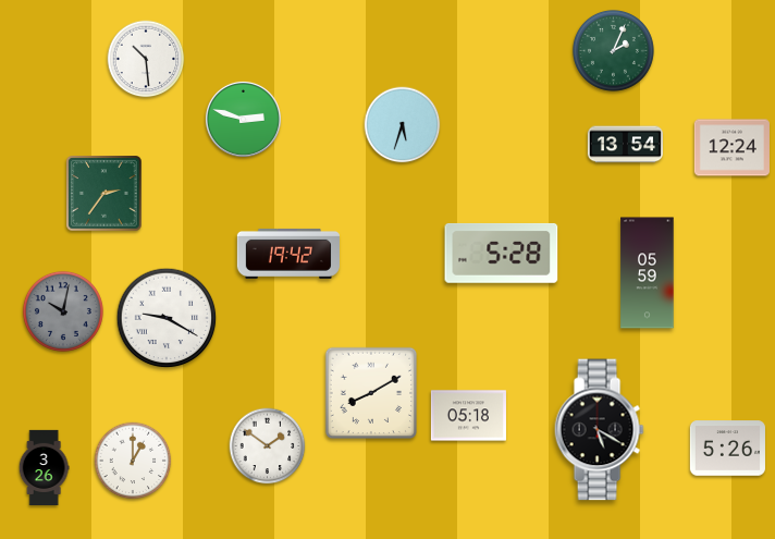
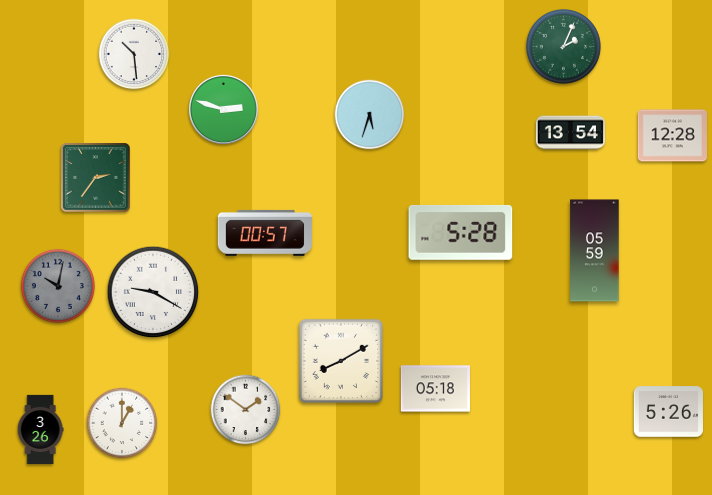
clock at (625, 145) position: (625, 145) -> (570, 133)
clock at (731, 148): 12:24 -> 12:28
clock at (288, 254): 19:42 -> 00:57
clock at (468, 416) position: (468, 416) -> (435, 389)
clock at (599, 430): 5:20 -> none
